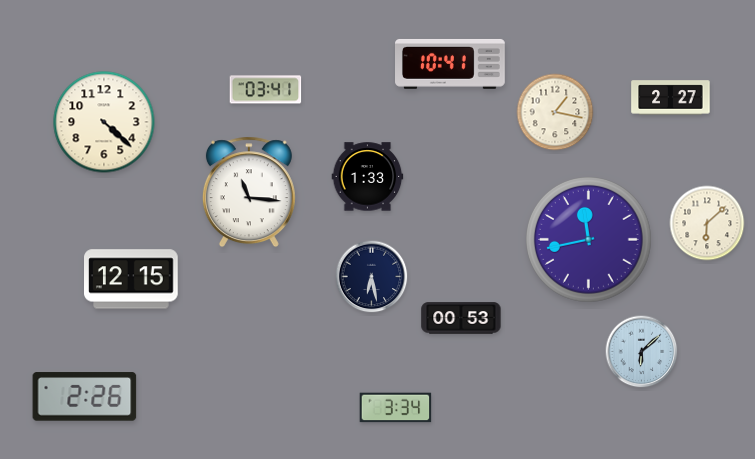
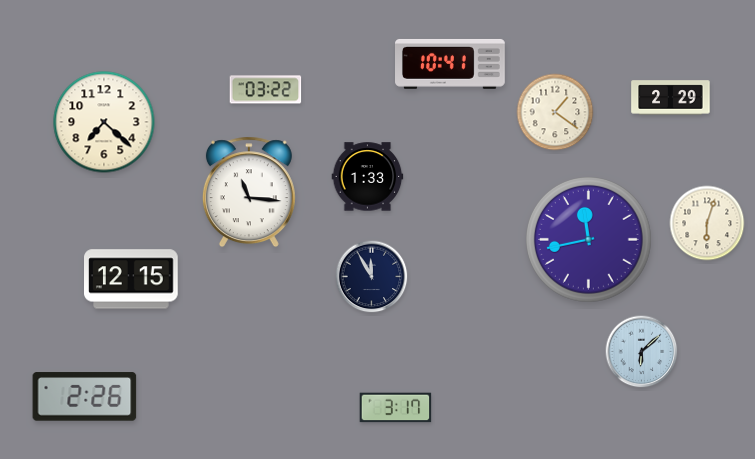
clock at (266, 90): 03:41 -> 03:22
clock at (671, 98): 2:27 -> 2:29
clock at (555, 112): 1:17 -> 1:21
clock at (104, 122): 4:22 -> 7:22
clock at (707, 223): 6:08 -> 6:03
clock at (372, 277): 6:28 -> 11:55
clock at (461, 318): 00:53 -> none
clock at (396, 408): 3:34 -> 3:17
